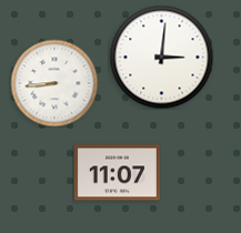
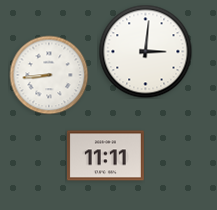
clock at (117, 173): 11:07 -> 11:11
